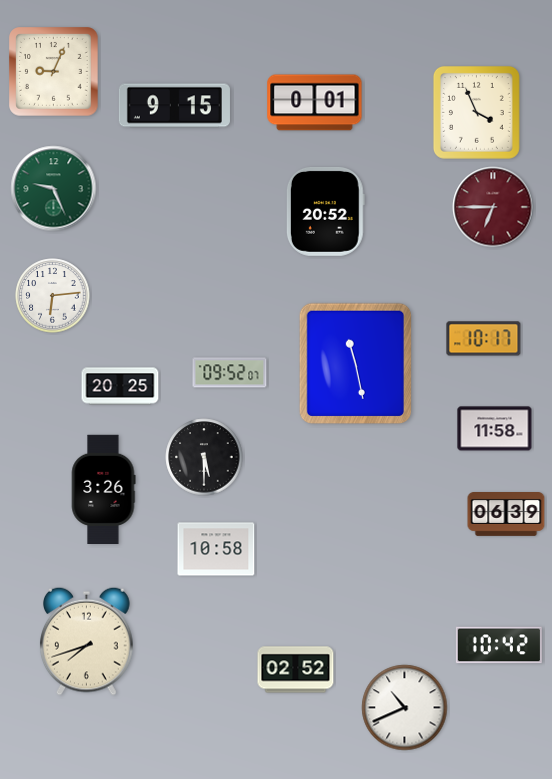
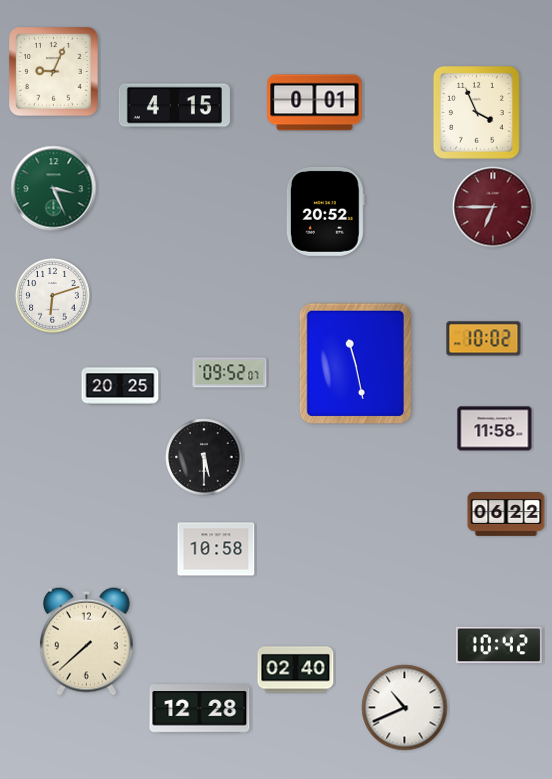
clock at (174, 106): 9:15 -> 4:15
clock at (54, 189): 9:26 -> 3:26
clock at (53, 296): 6:14 -> 6:12
clock at (484, 339): 10:17 -> 10:02
clock at (103, 489): 3:26 -> none
clock at (506, 515): 06:39 -> 06:22
clock at (87, 641): 7:42 -> 7:38
clock at (296, 670): 02:52 -> 02:40
clock at (200, 709): none -> 12:28
